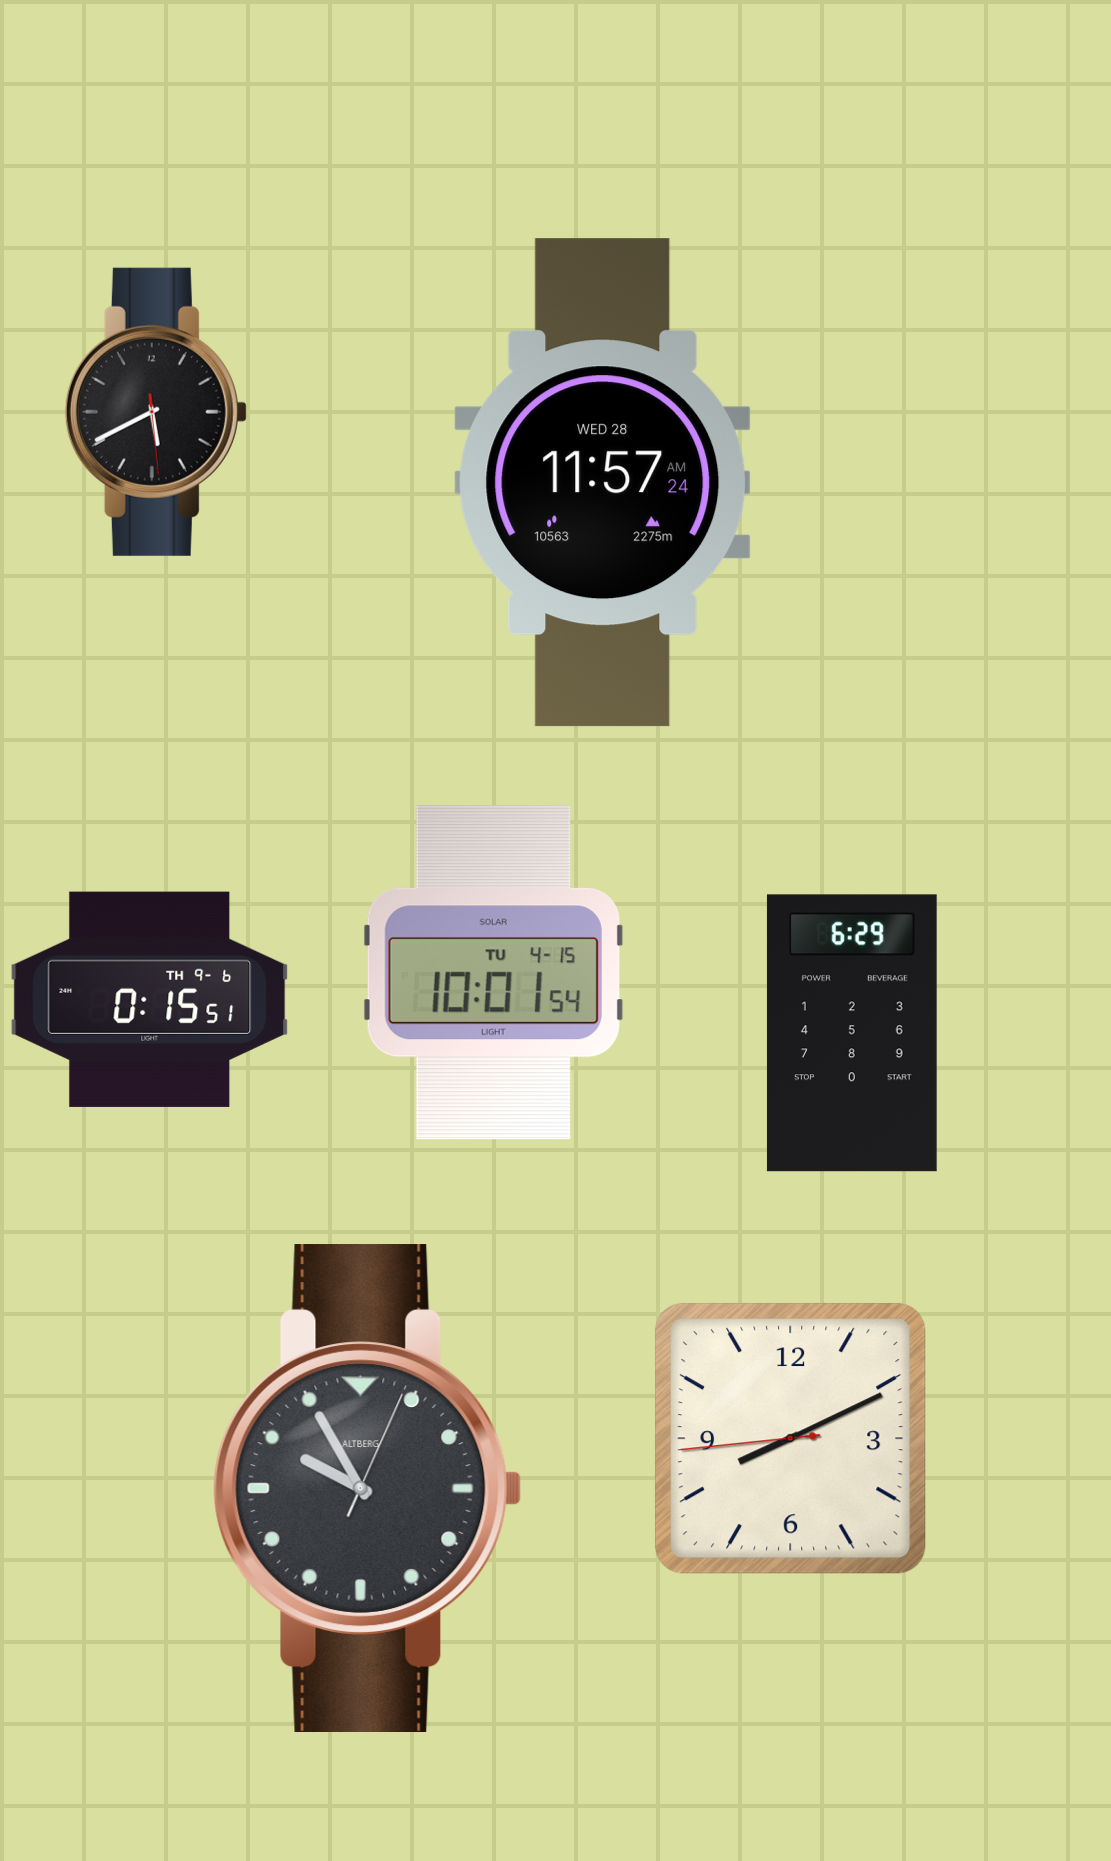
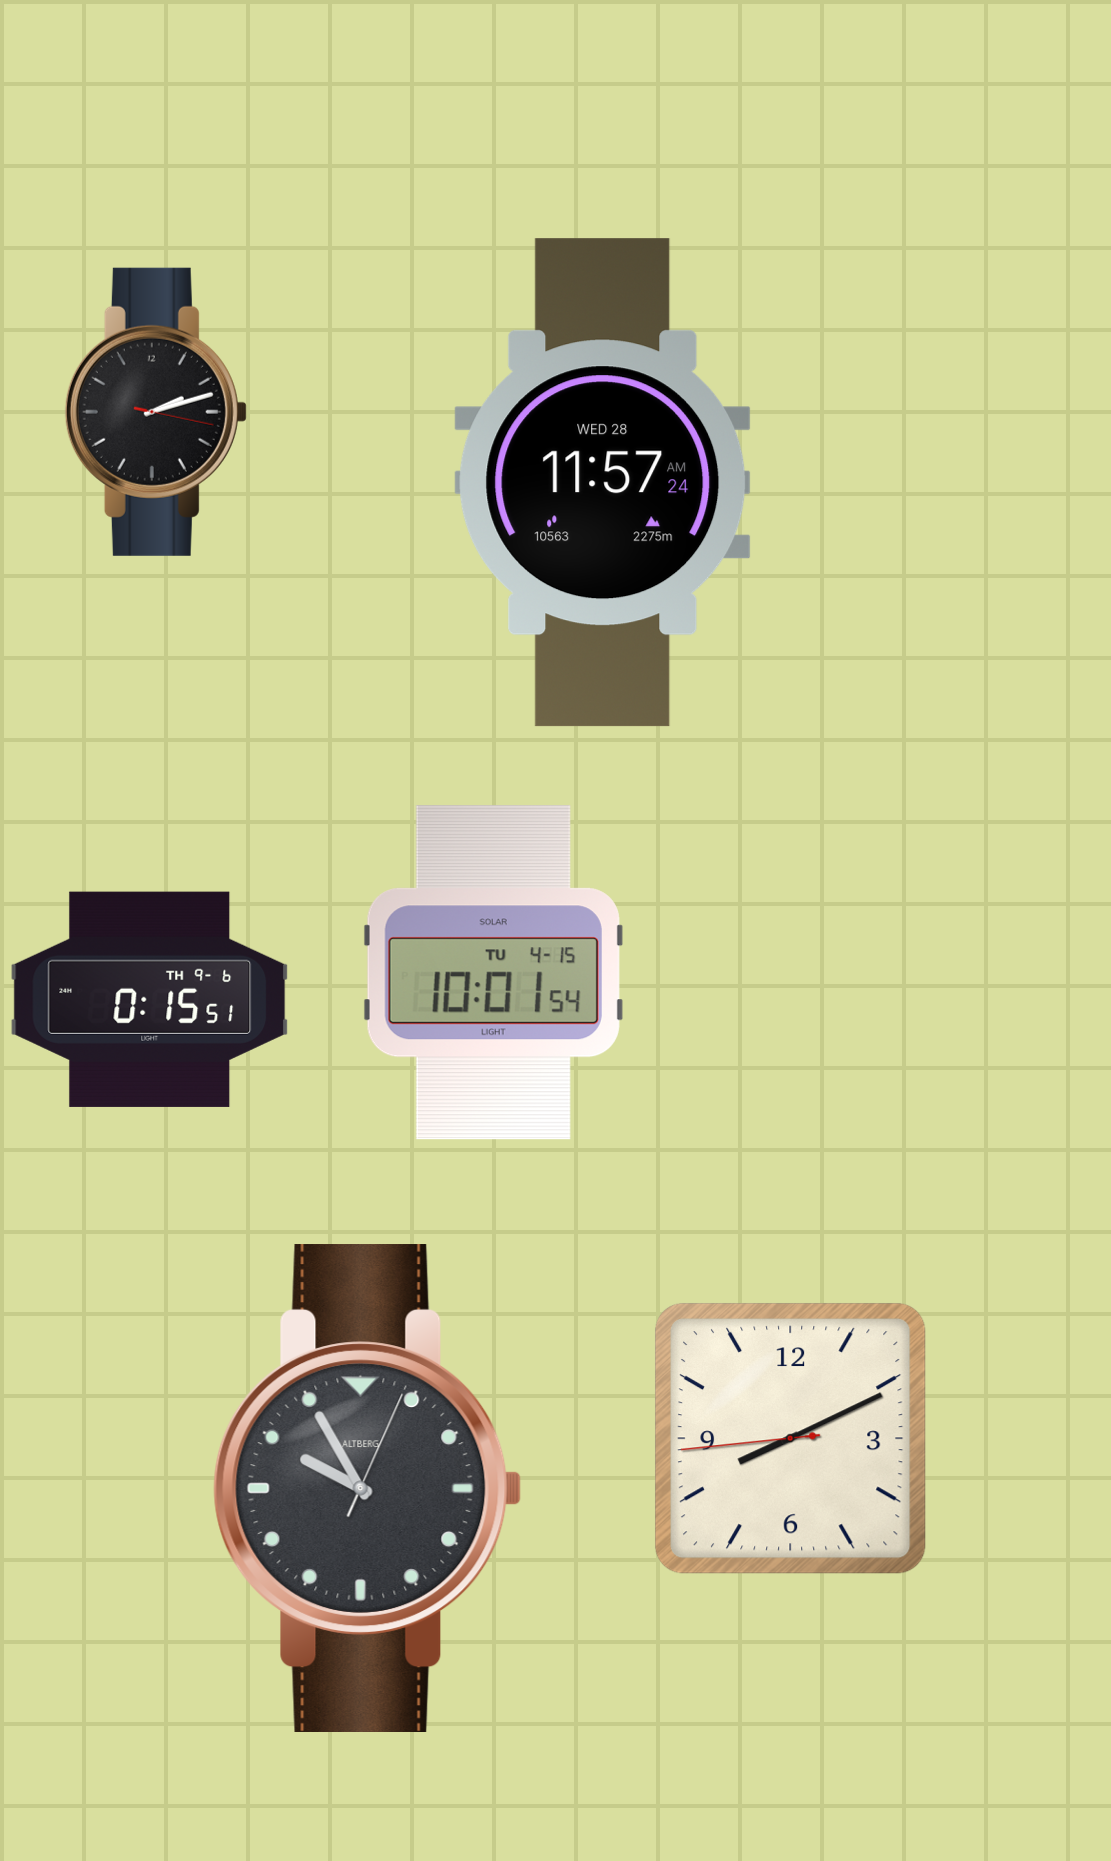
clock at (156, 412): 5:40 -> 2:12
clock at (852, 1033): 6:29 -> none
